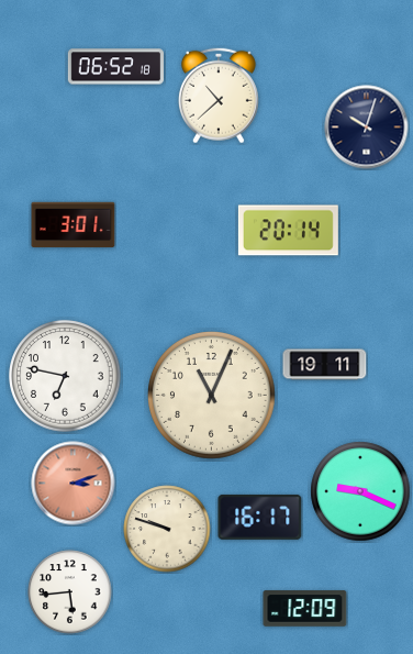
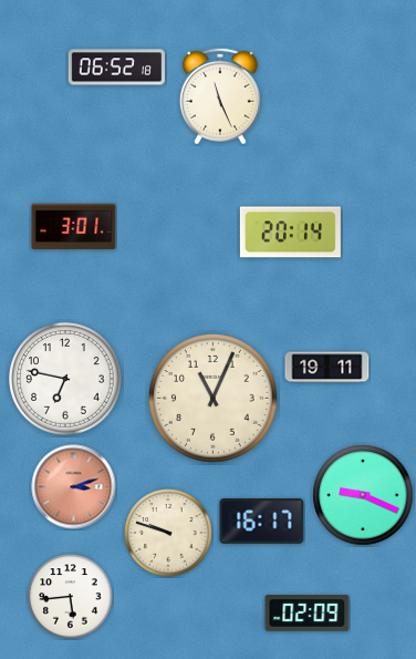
clock at (219, 96): 10:38 -> 11:26
clock at (367, 128): 10:03 -> none
clock at (305, 609): 12:09 -> 02:09
